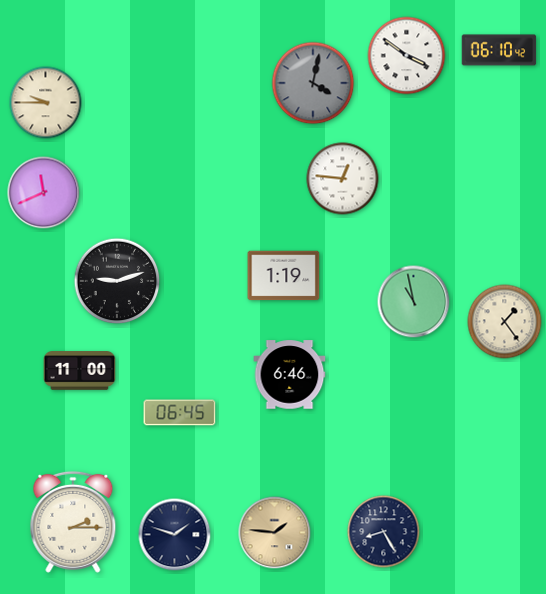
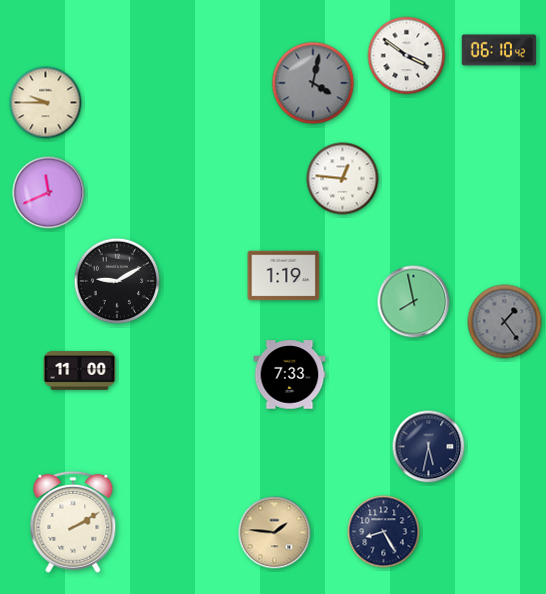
clock at (44, 193) position: (44, 193) -> (49, 193)
clock at (117, 281): 9:12 -> 9:10
clock at (414, 302): 10:58 -> 7:58
clock at (505, 322) dial: cream -> grey
clock at (290, 375): 6:46 -> 7:33
clock at (180, 413): 06:45 -> none
clock at (429, 447): none -> 5:32
clock at (73, 522): 2:15 -> 2:10
clock at (175, 535): 1:48 -> none
